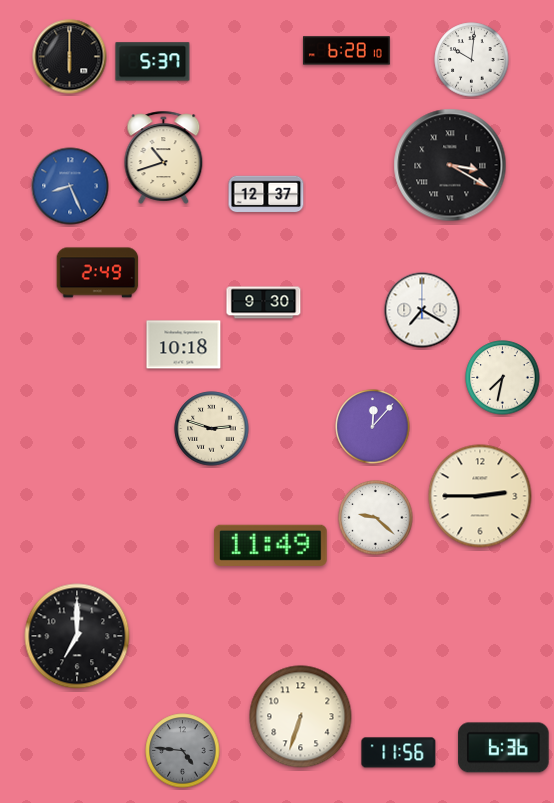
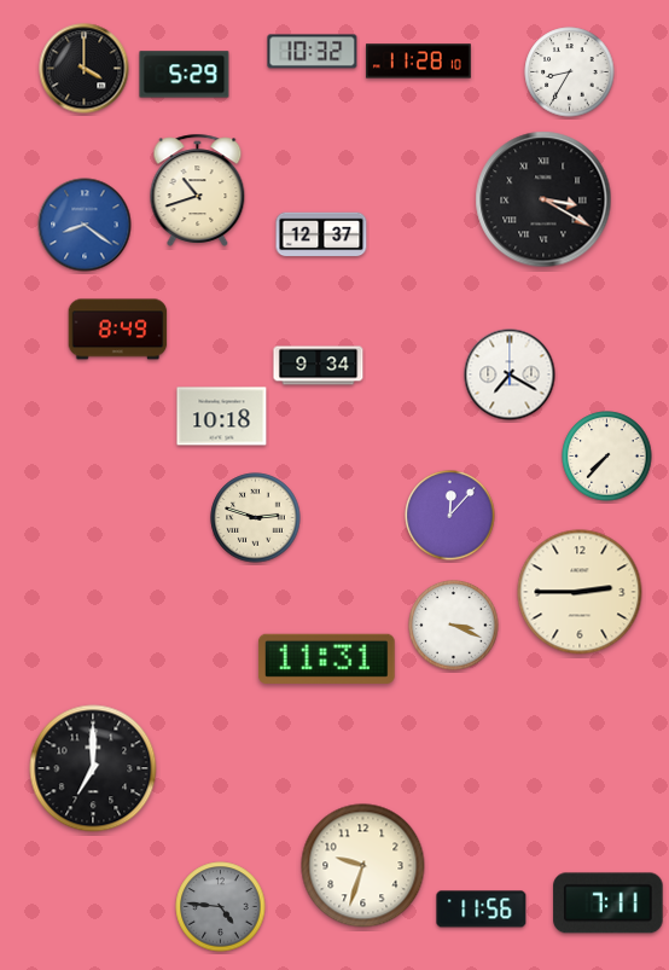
clock at (313, 52): none -> 10:32
clock at (346, 51): 6:28 -> 11:28
clock at (70, 57): 6:00 -> 4:00
clock at (472, 60): 10:01 -> 8:35
clock at (153, 62): 5:37 -> 5:29
clock at (70, 186): 8:26 -> 8:21
clock at (98, 273): 2:49 -> 8:49
clock at (264, 303): 9:30 -> 9:34
clock at (503, 378): 7:32 -> 7:37
clock at (480, 496) position: (480, 496) -> (580, 592)
clock at (376, 518): 9:22 -> 3:19
clock at (270, 545): 11:49 -> 11:31
clock at (301, 717): 6:33 -> 9:33
clock at (504, 748): 6:36 -> 7:11
